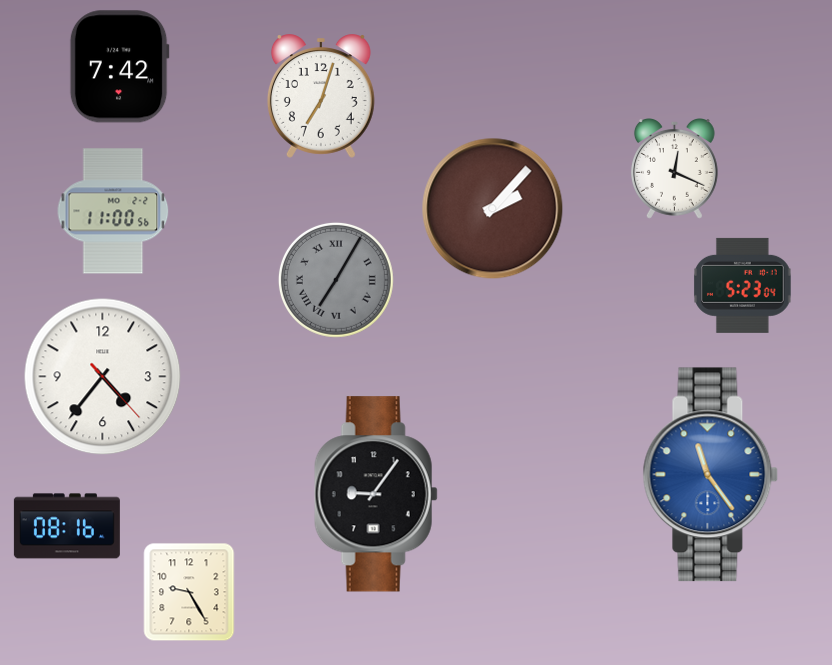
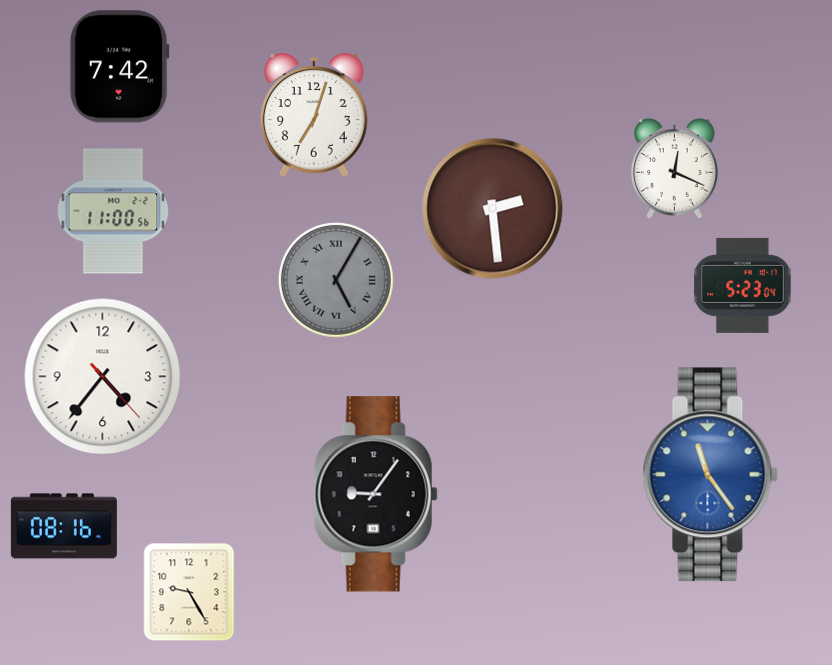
clock at (321, 96) position: (321, 96) -> (314, 115)
clock at (493, 209): 2:07 -> 2:29
clock at (336, 280): 7:05 -> 5:05
clock at (67, 526) position: (67, 526) -> (64, 526)
